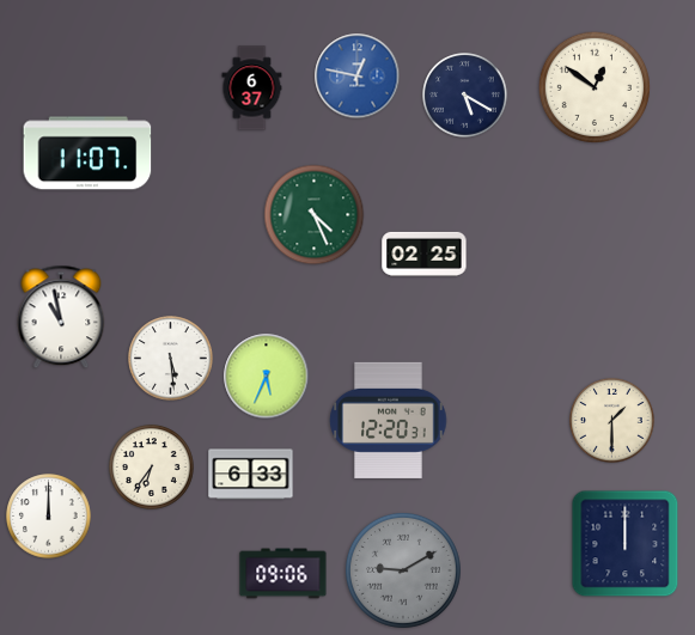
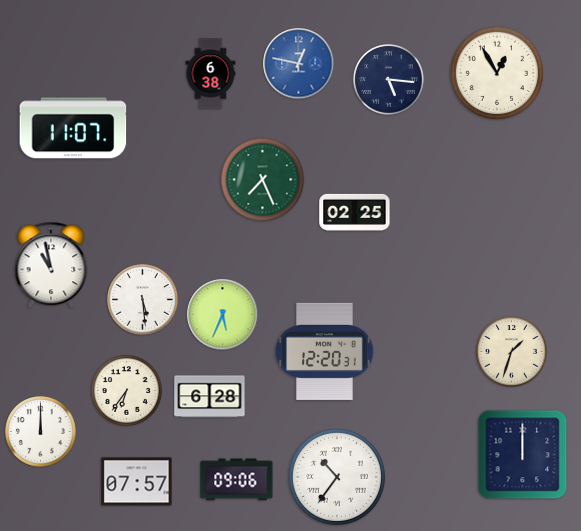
clock at (595, 87): 12:51 -> 12:55
clock at (252, 88): 6:37 -> 6:38
clock at (465, 96): 5:20 -> 5:16
clock at (315, 215): 4:26 -> 7:26
clock at (612, 421): 1:30 -> 1:33
clock at (251, 475): 6:33 -> 6:28
clock at (403, 570): 9:10 -> 10:36
clock at (403, 570) dial: grey -> white
clock at (137, 482): none -> 07:57
